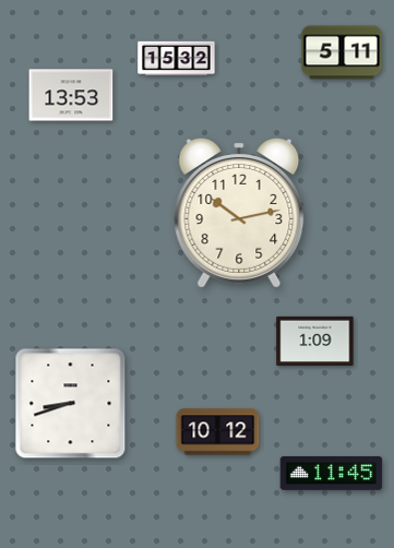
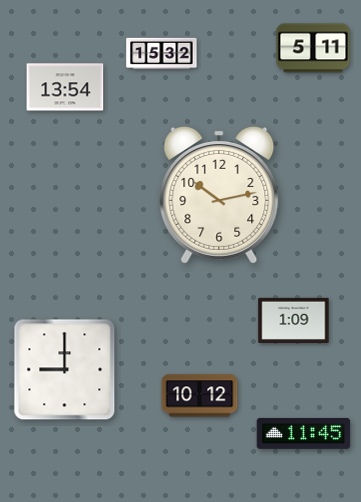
clock at (71, 95): 13:53 -> 13:54
clock at (315, 341) position: (315, 341) -> (294, 320)
clock at (71, 404): 8:42 -> 9:00
